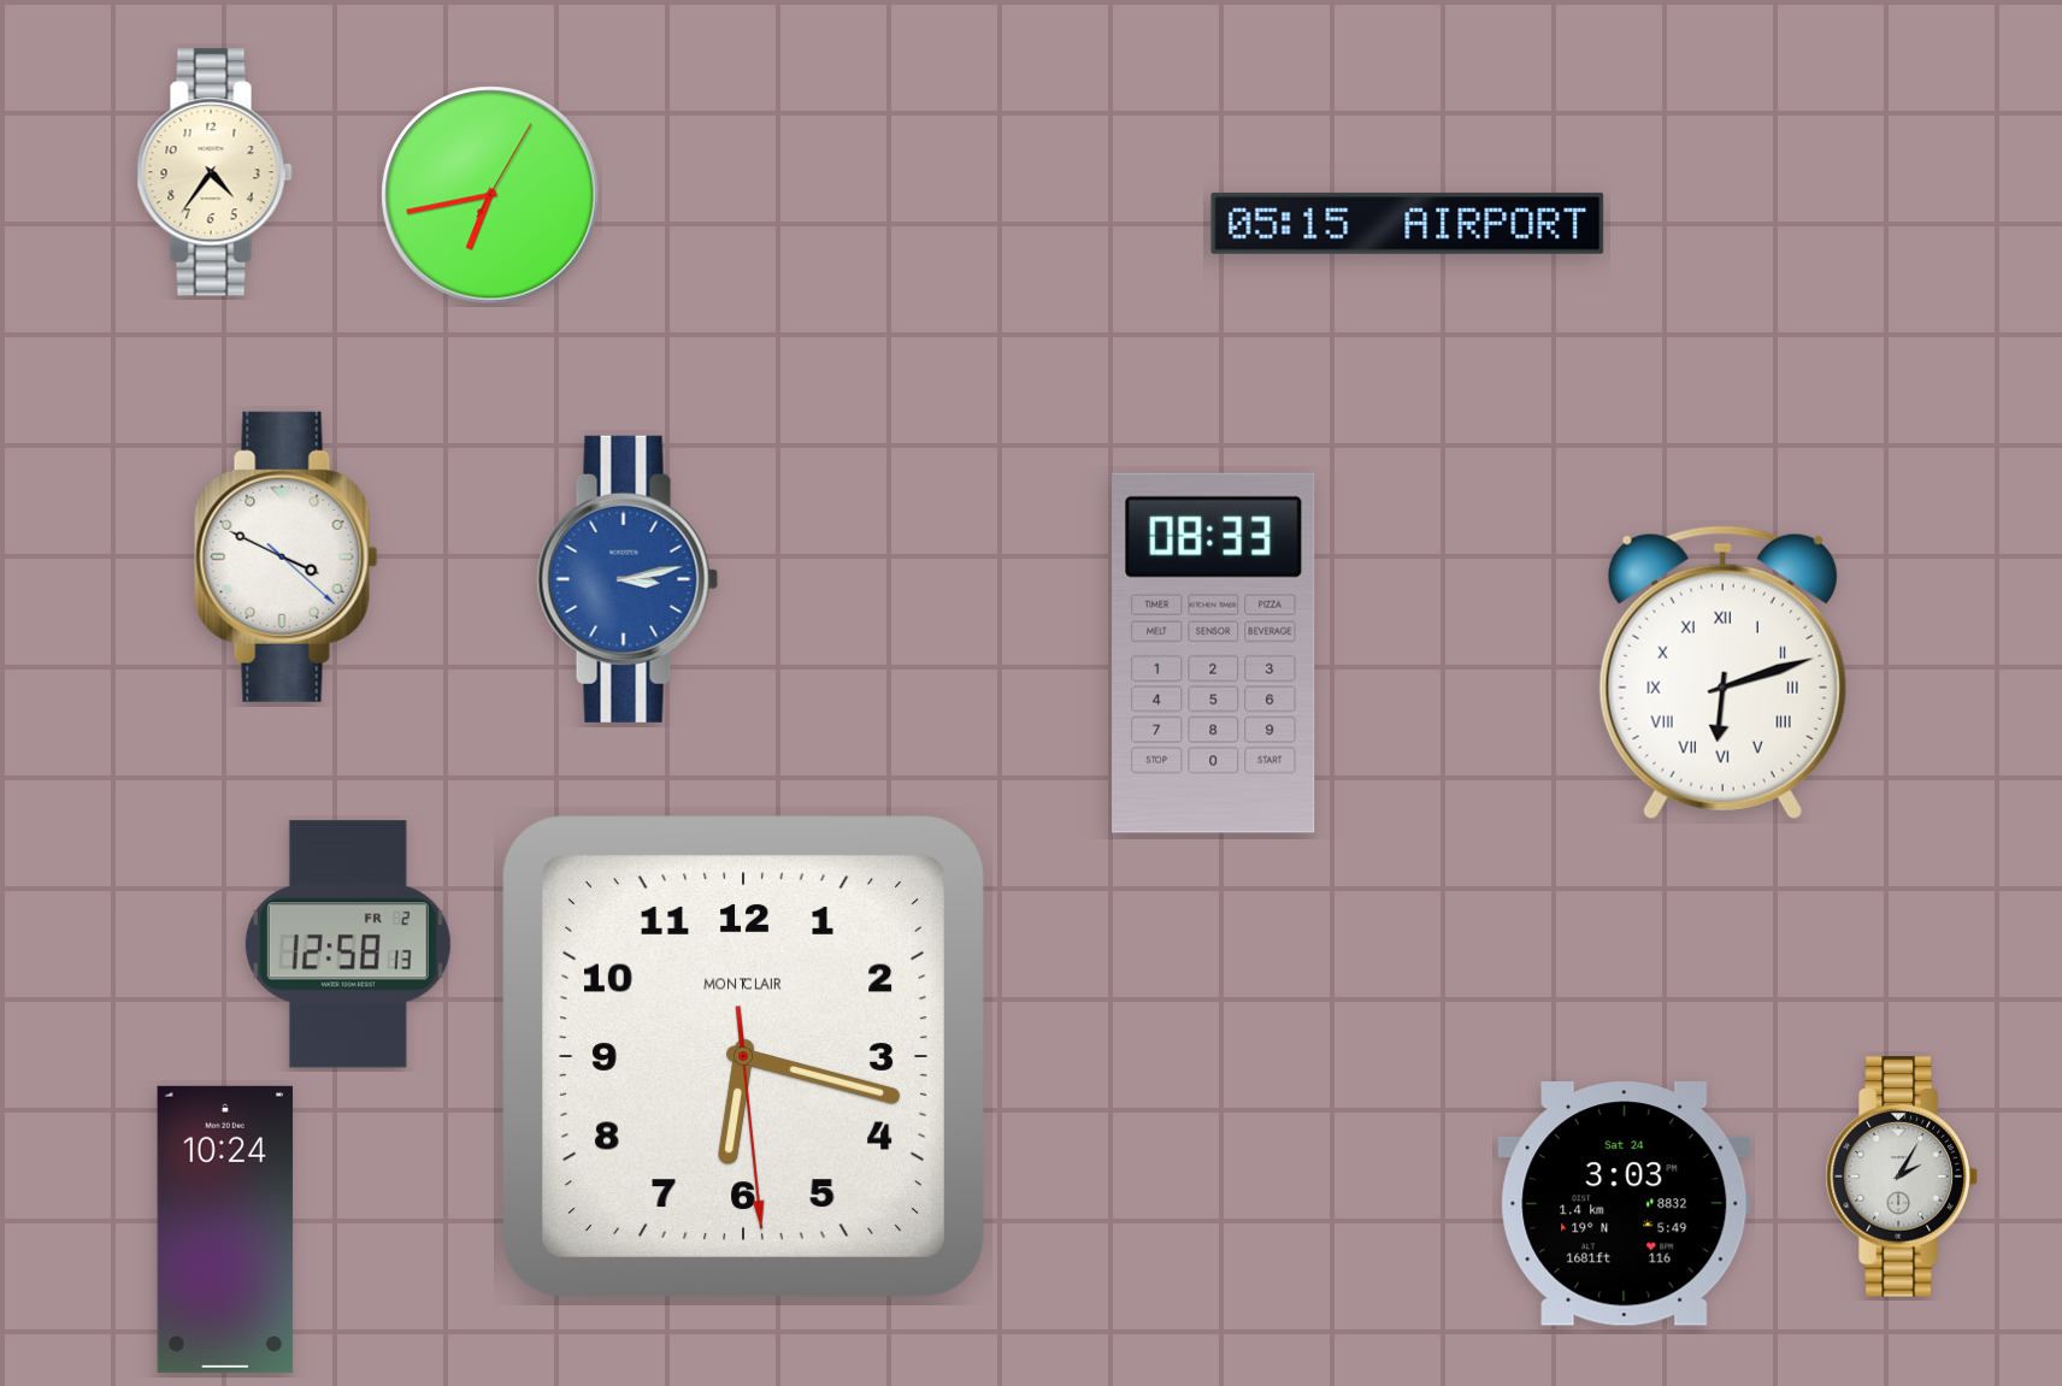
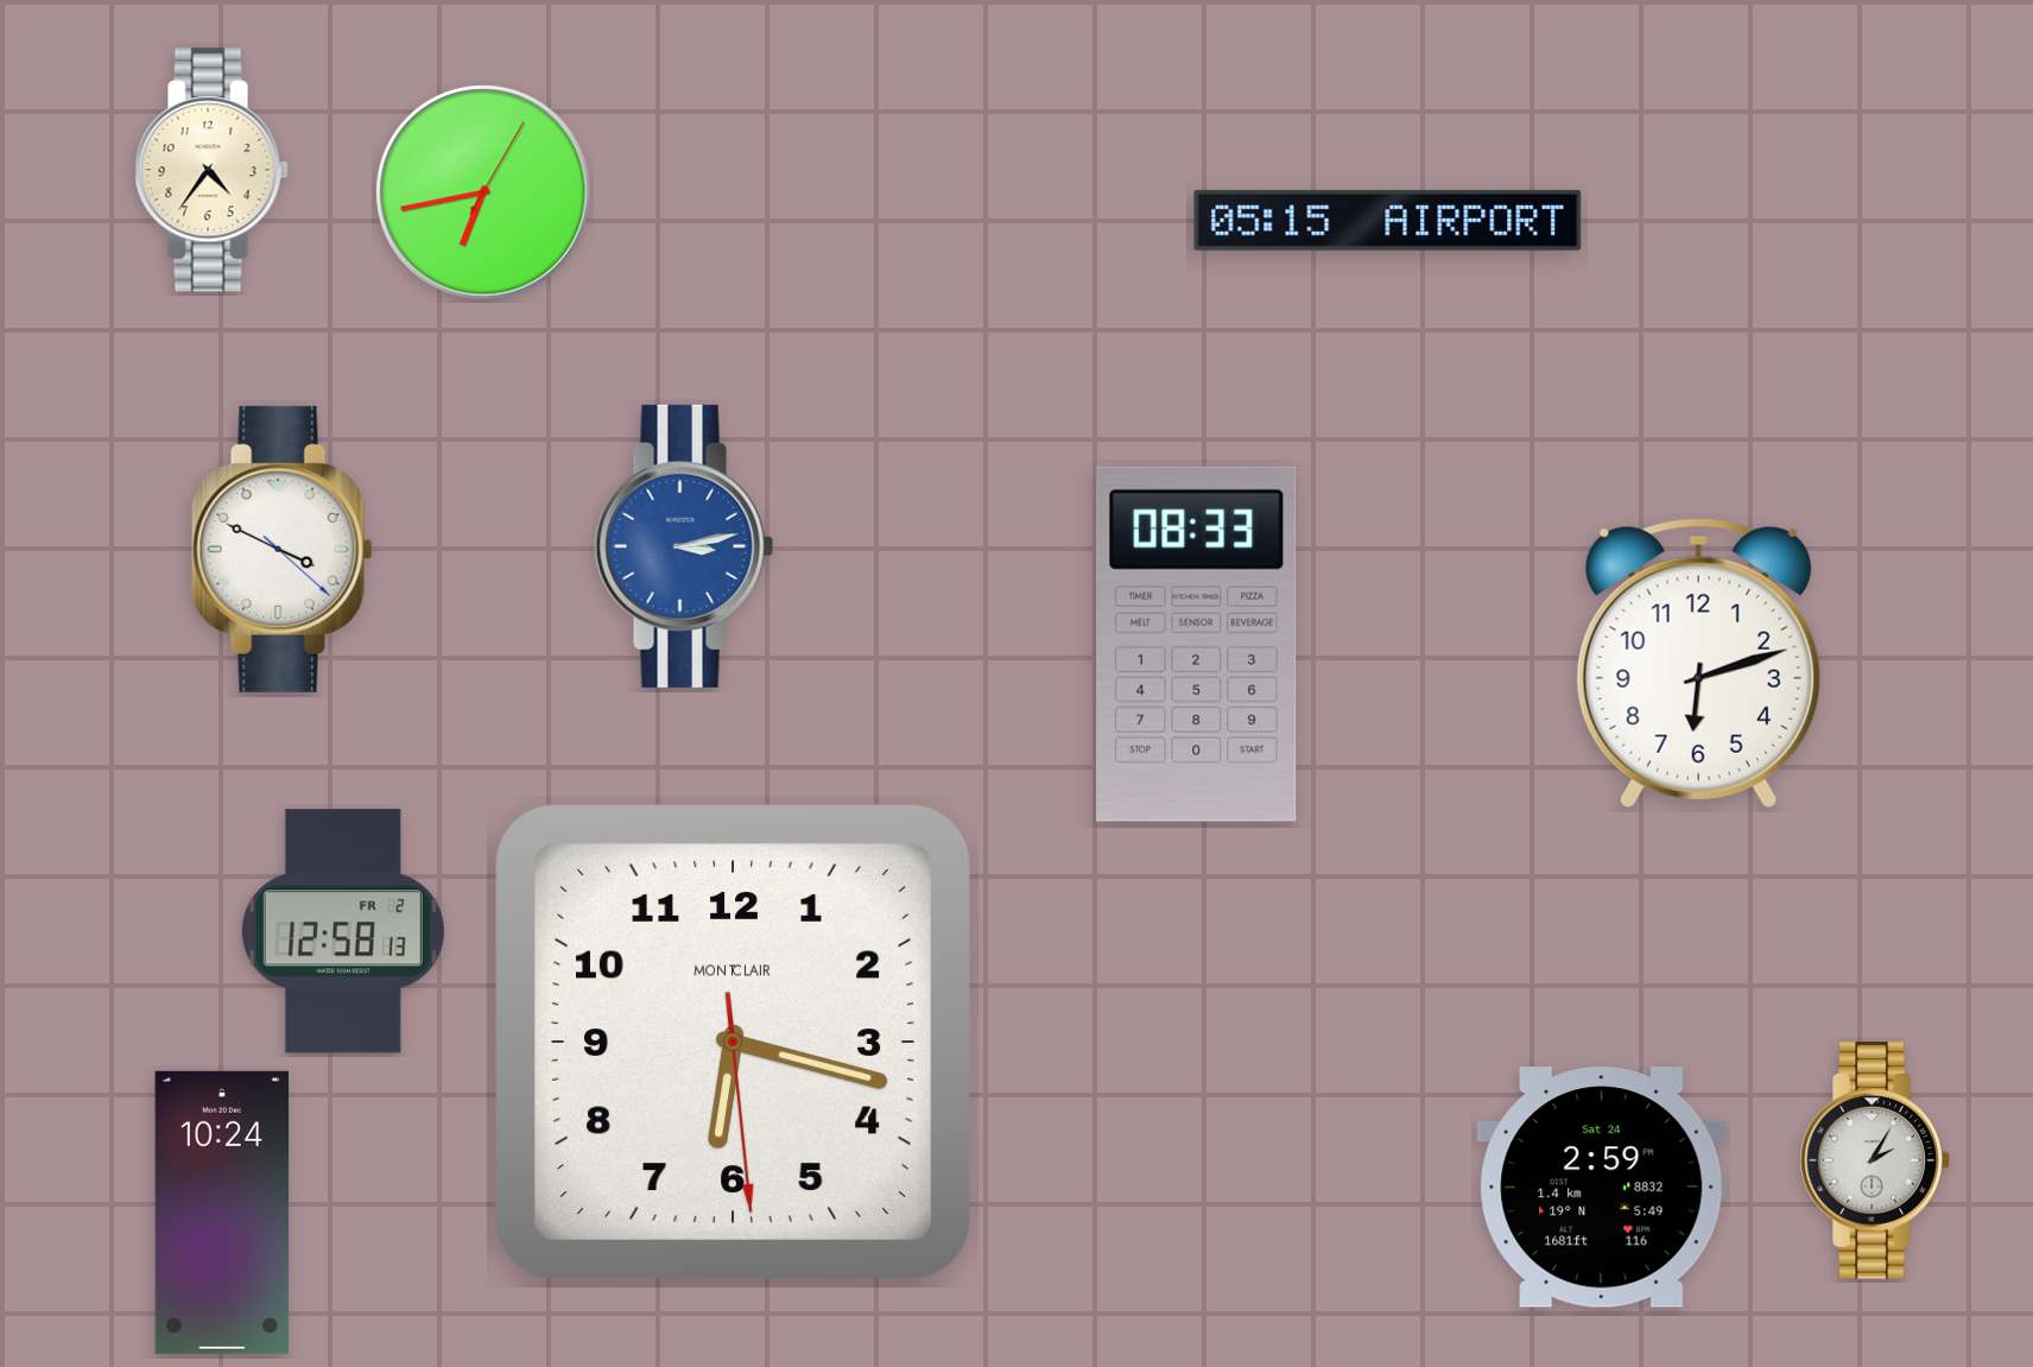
clock at (628, 579) position: (628, 579) -> (684, 546)
clock at (1722, 672) numerals: Roman -> Arabic
clock at (1625, 1204): 3:03 -> 2:59
